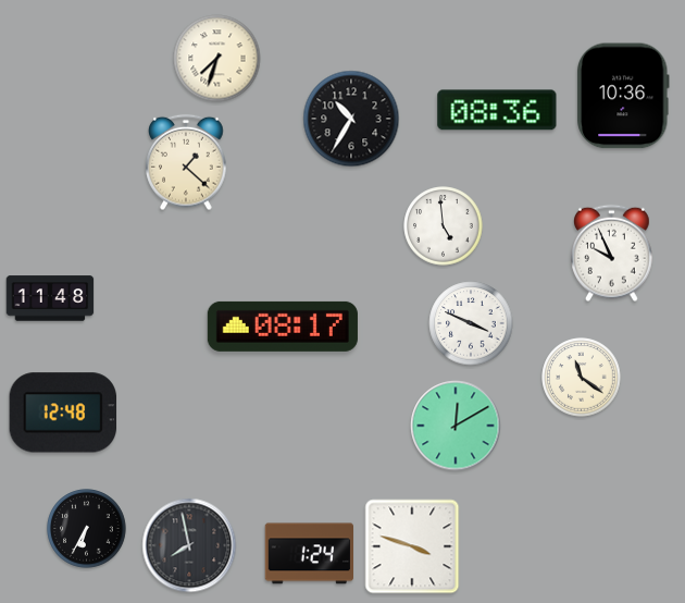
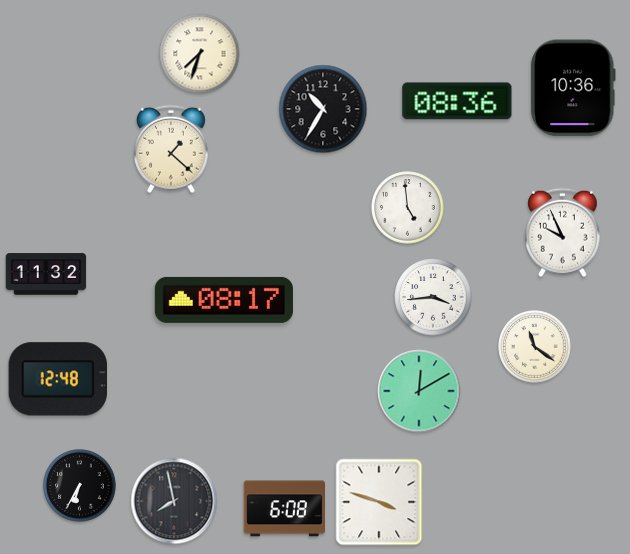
clock at (50, 298): 11:48 -> 11:32
clock at (471, 323): 3:49 -> 3:44
clock at (283, 327) position: (283, 327) -> (224, 300)
clock at (309, 554): 1:24 -> 6:08
